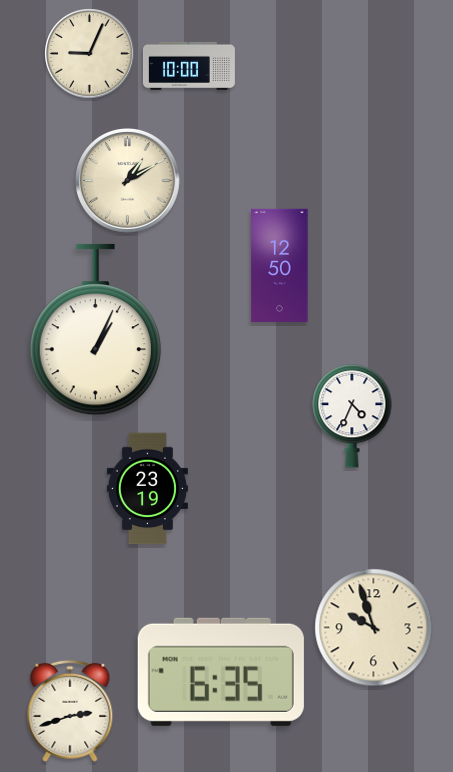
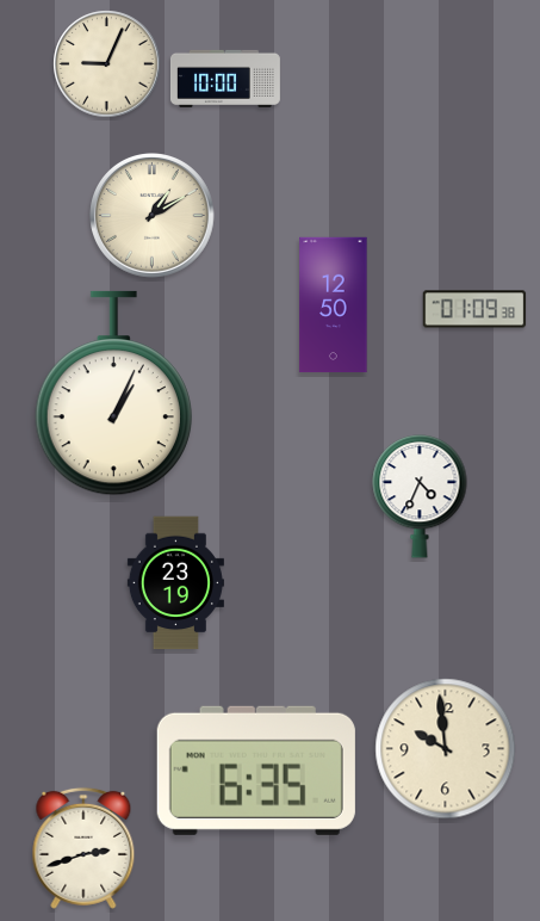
clock at (474, 309): none -> 01:09
clock at (280, 266) position: (280, 266) -> (334, 305)
clock at (374, 628): 9:57 -> 9:59
clock at (221, 672) position: (221, 672) -> (256, 771)
